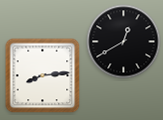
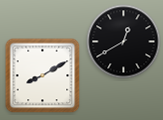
clock at (43, 76): 8:14 -> 8:10
